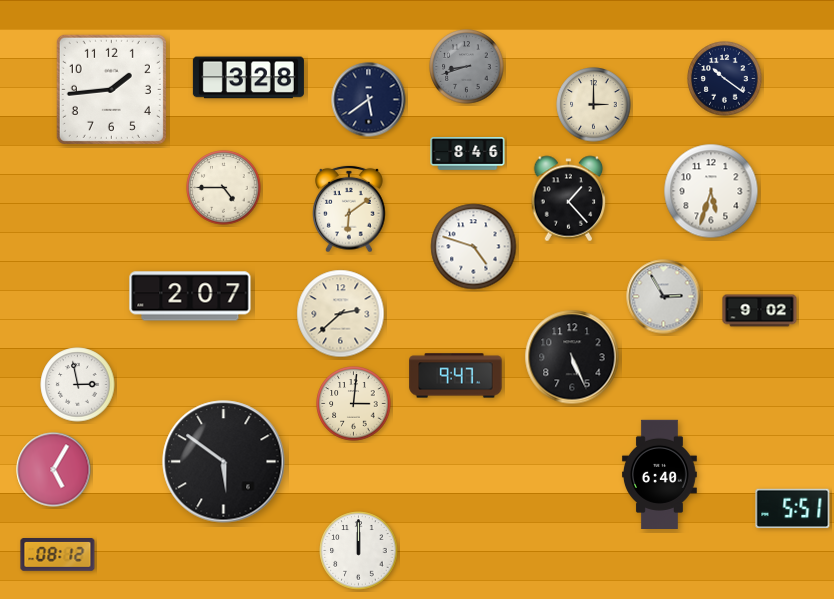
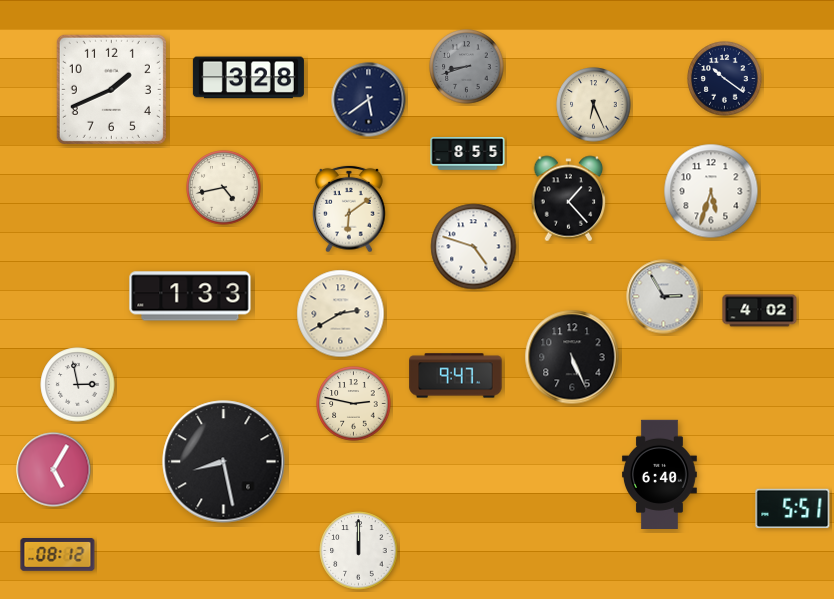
clock at (111, 89): 1:44 -> 1:41
clock at (594, 105): 3:00 -> 6:26
clock at (468, 154): 8:46 -> 8:55
clock at (224, 188): 4:45 -> 4:43
clock at (190, 296): 2:07 -> 1:33
clock at (760, 311): 9:02 -> 4:02
clock at (341, 314): 2:38 -> 2:40
clock at (354, 404): 3:01 -> 2:47
clock at (224, 462): 5:51 -> 8:28
